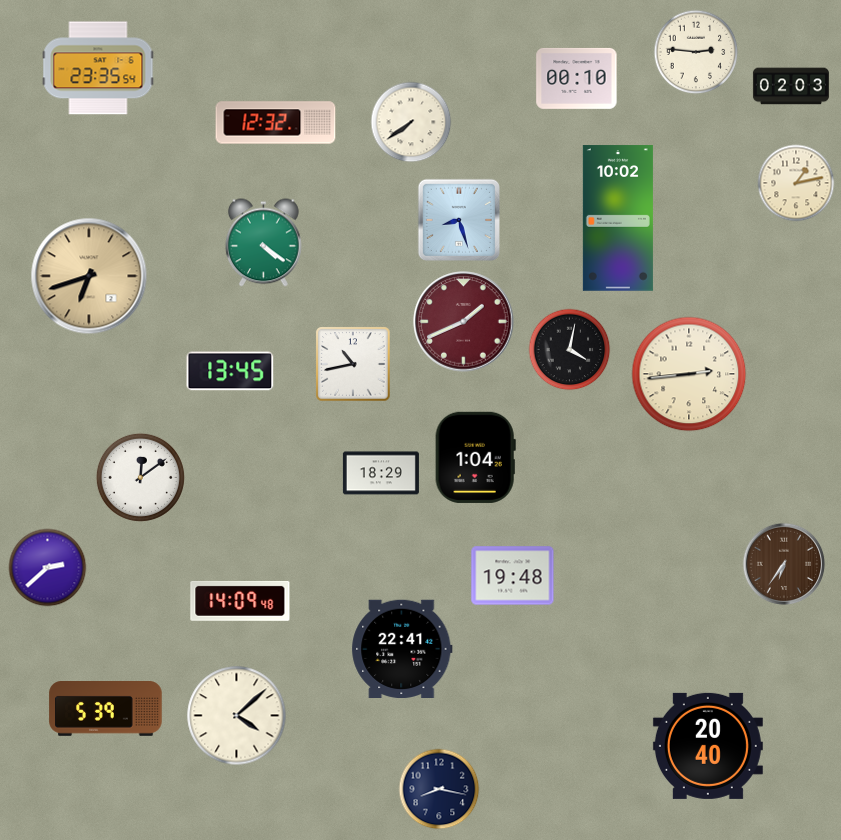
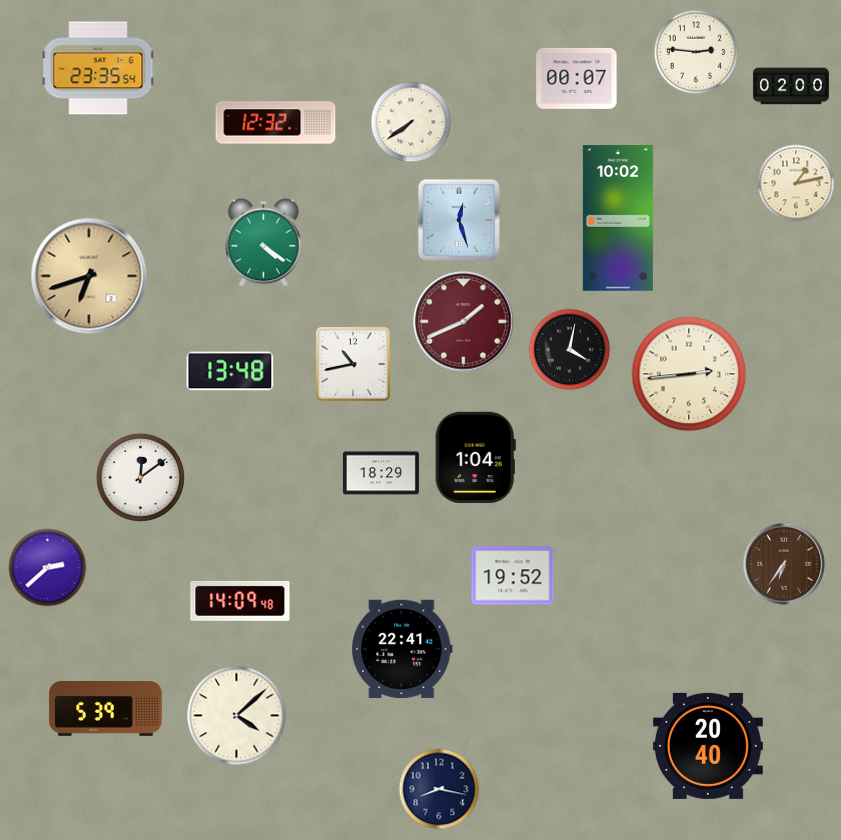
clock at (577, 78): 00:10 -> 00:07
clock at (791, 86): 02:03 -> 02:00
clock at (459, 220): 8:27 -> 12:27
clock at (230, 371): 13:45 -> 13:48
clock at (513, 576): 19:48 -> 19:52
